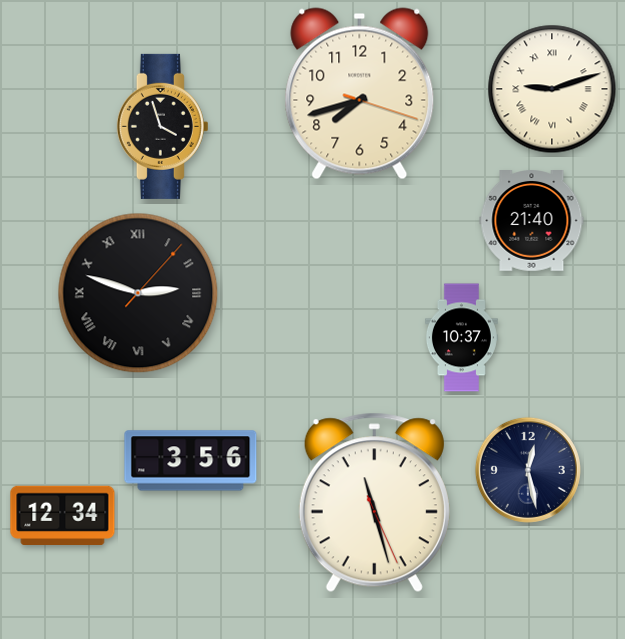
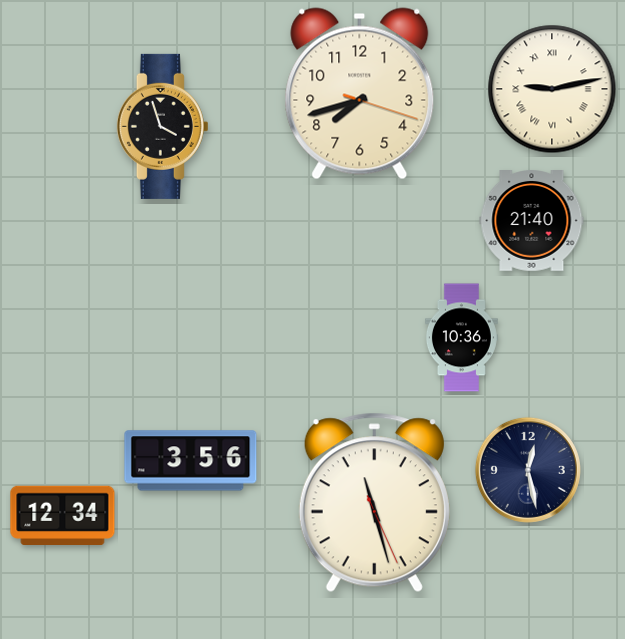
clock at (552, 89): 9:12 -> 9:13
clock at (138, 293): 2:48 -> none
clock at (461, 338): 10:37 -> 10:36
